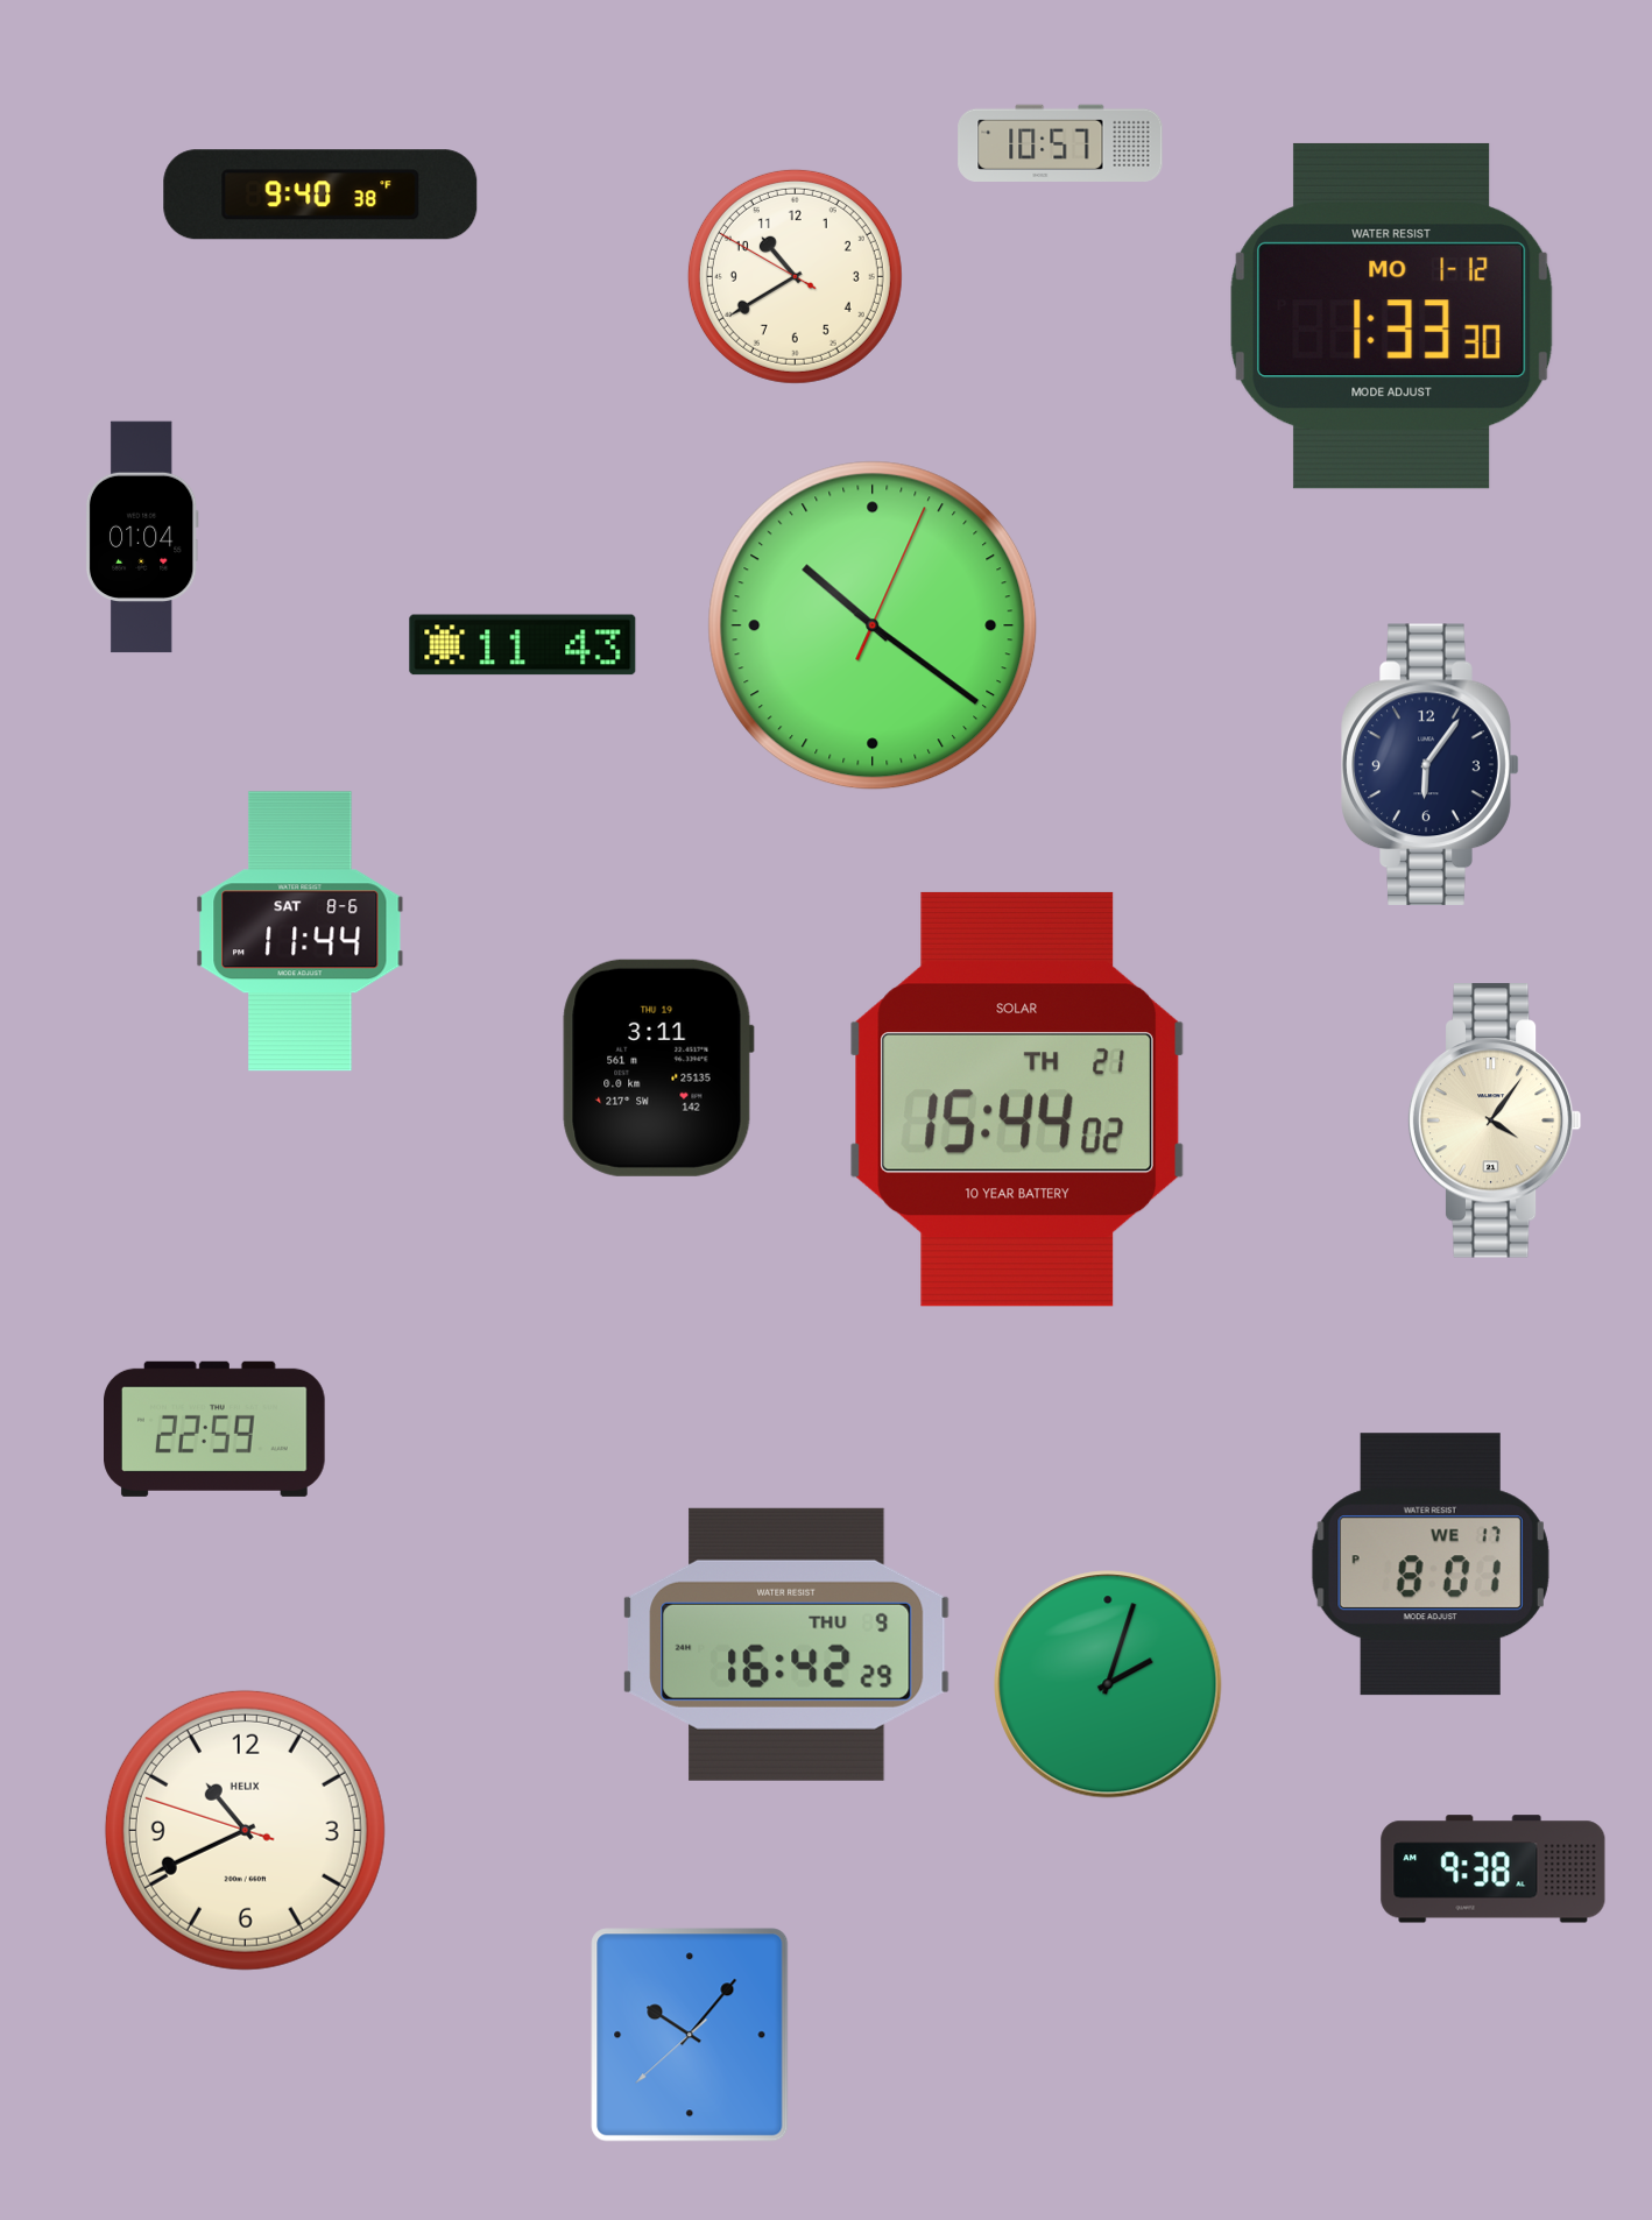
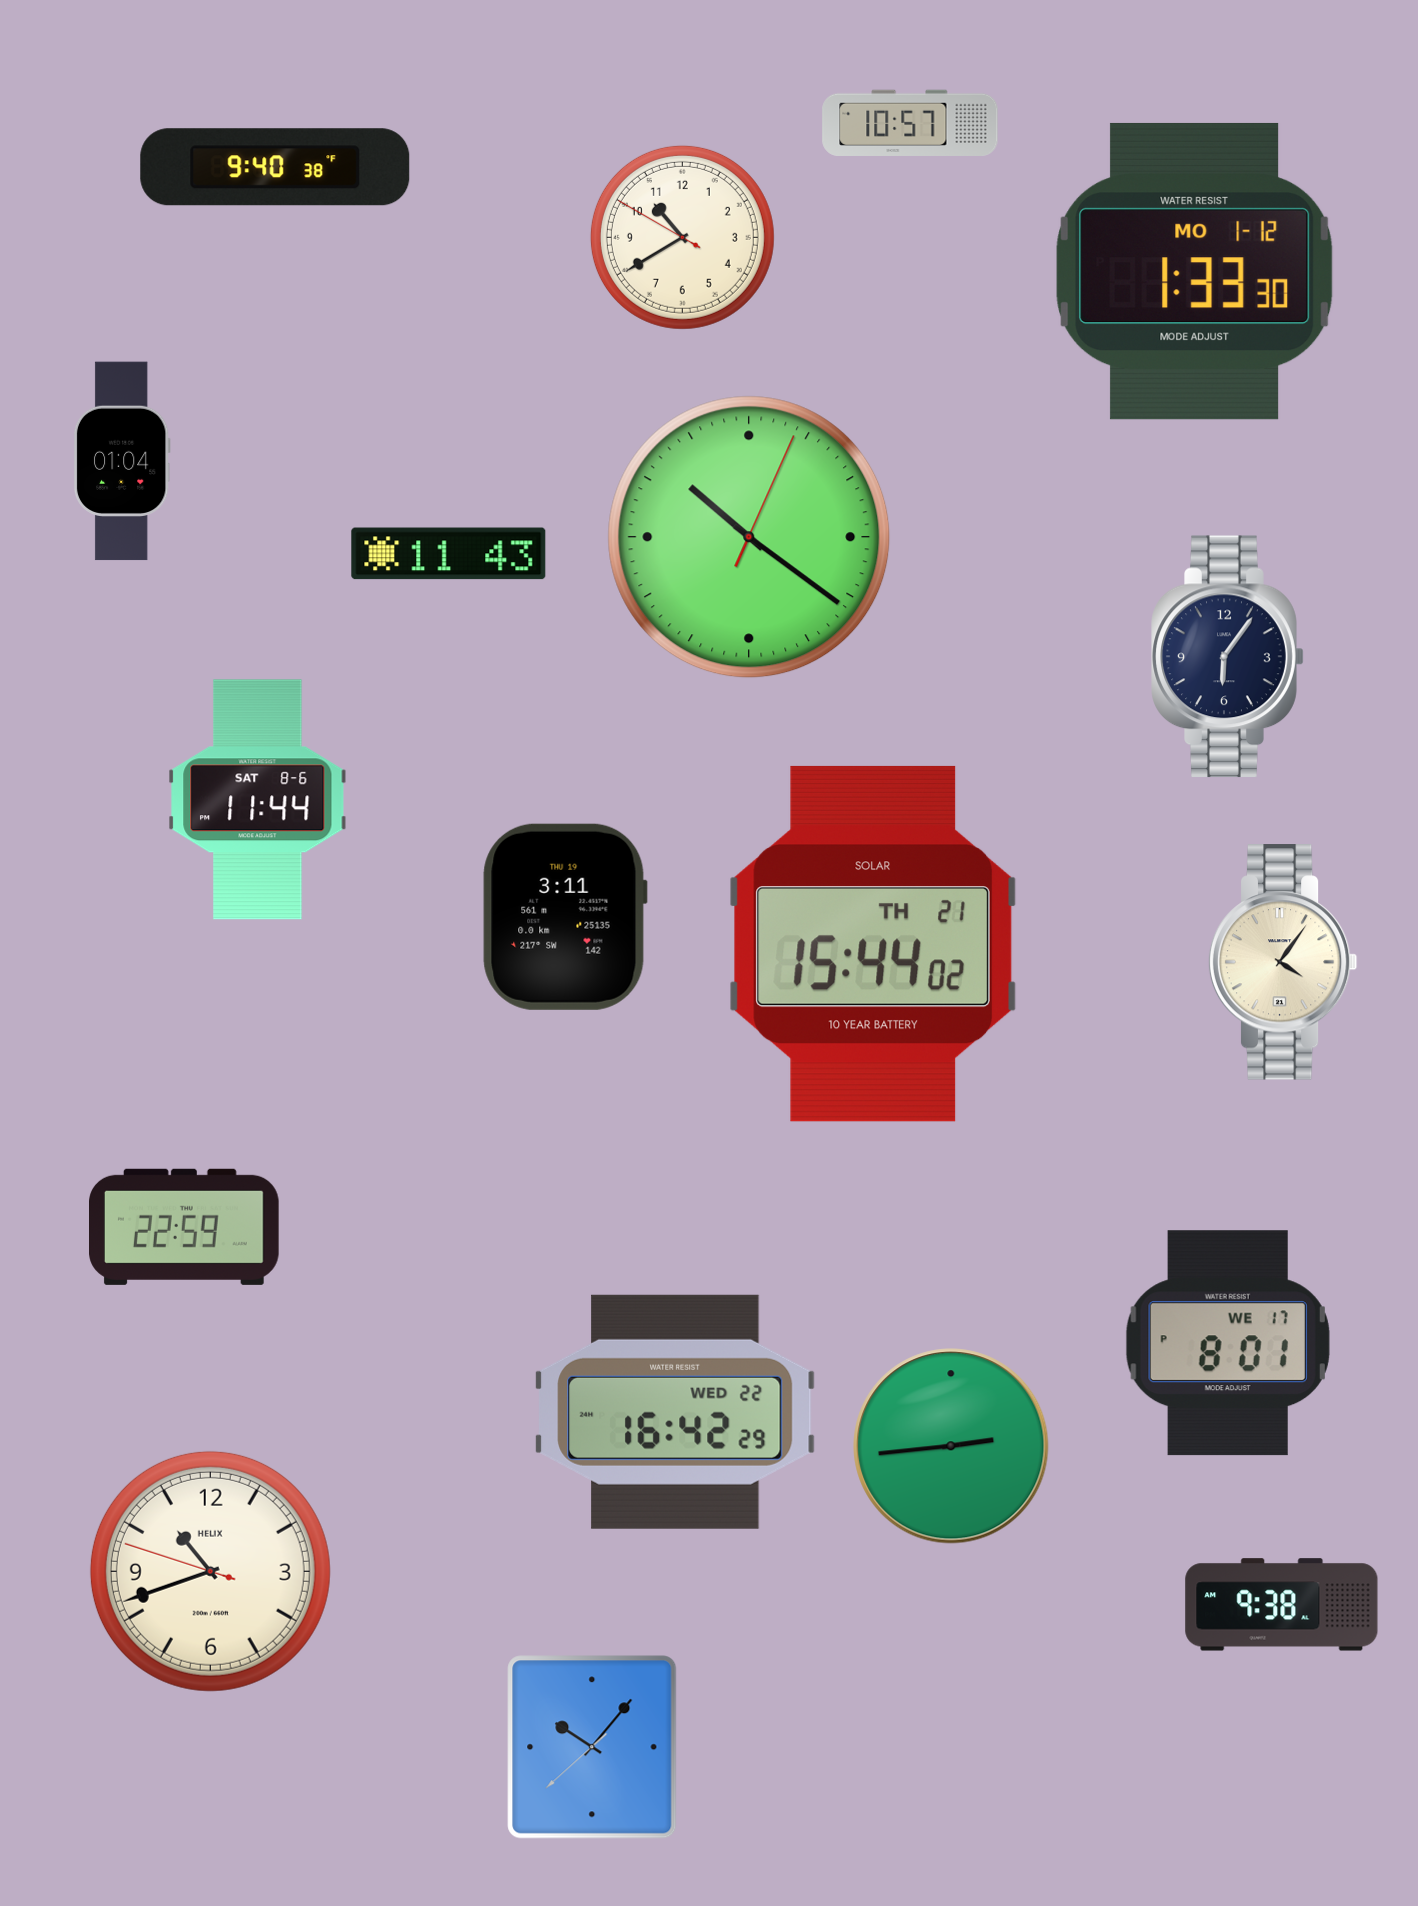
clock at (786, 1645) date: THU 9 -> WED 22
clock at (1108, 1684): 2:03 -> 2:44
clock at (245, 1830): 10:40 -> 10:41
